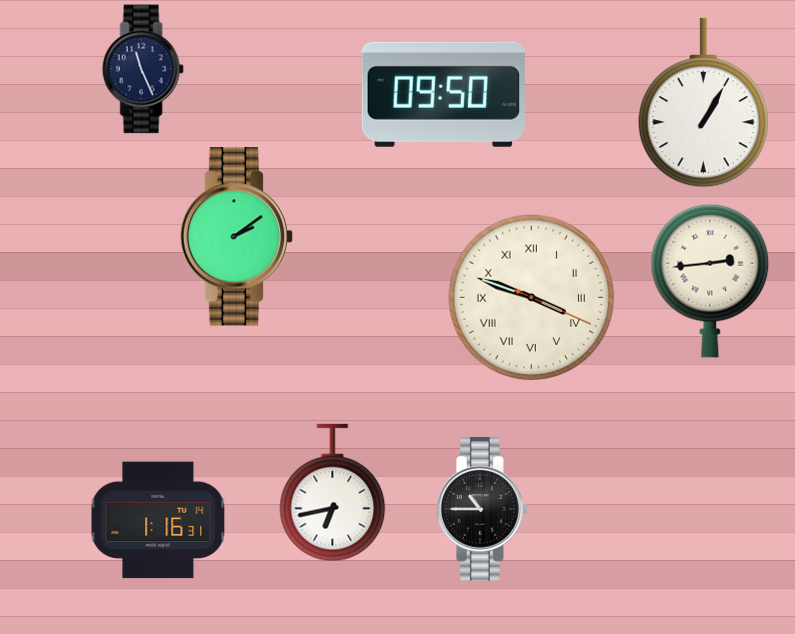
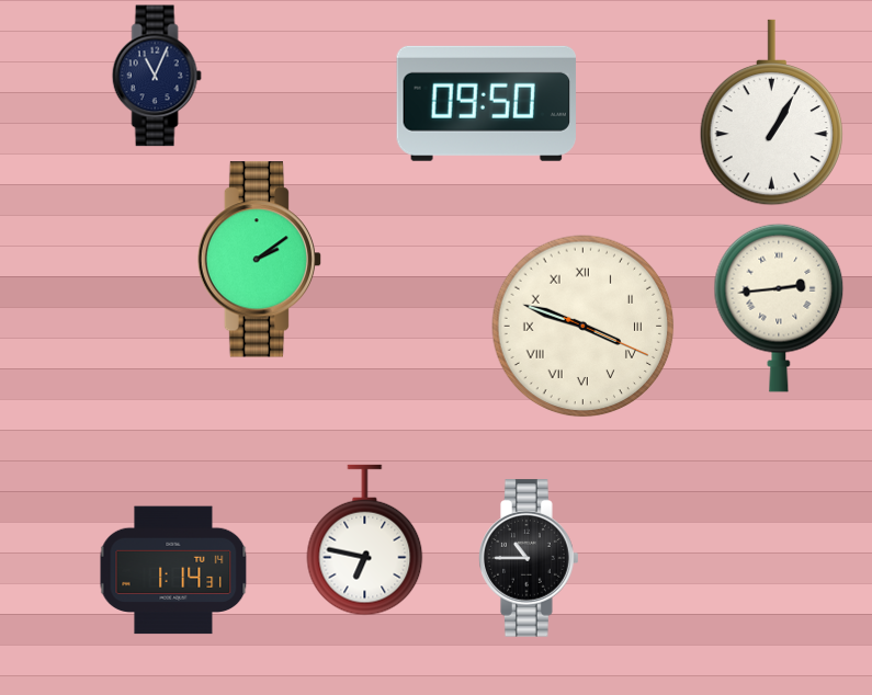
clock at (143, 69): 11:26 -> 11:04
clock at (333, 493): 6:43 -> 6:47
clock at (158, 520): 1:16 -> 1:14
